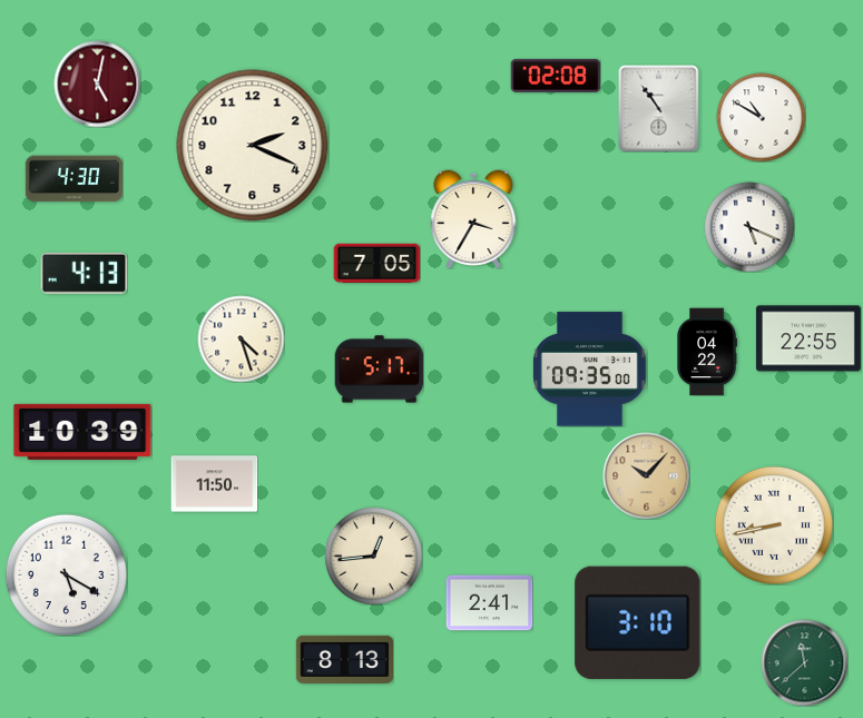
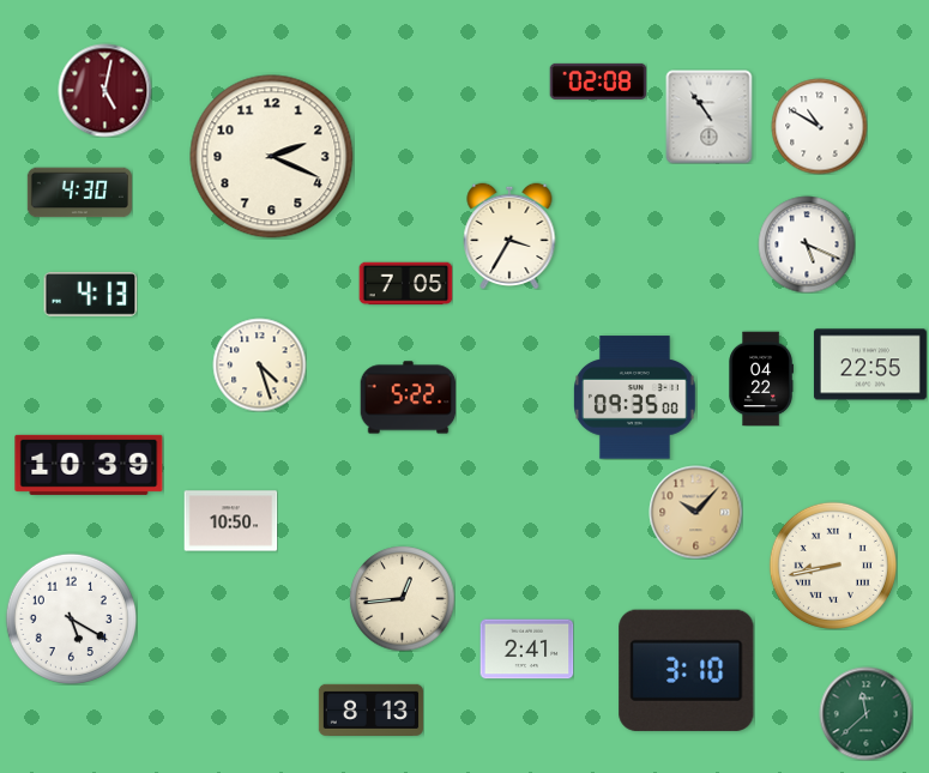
clock at (379, 370): 5:17 -> 5:22
clock at (214, 484): 11:50 -> 10:50
